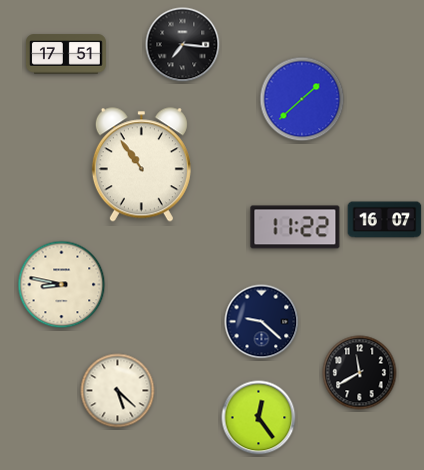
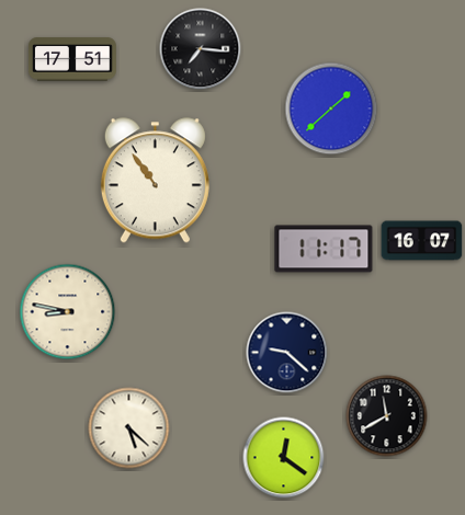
clock at (295, 227): 11:22 -> 11:17
clock at (360, 373) position: (360, 373) -> (387, 416)
clock at (259, 418): 12:24 -> 12:21
